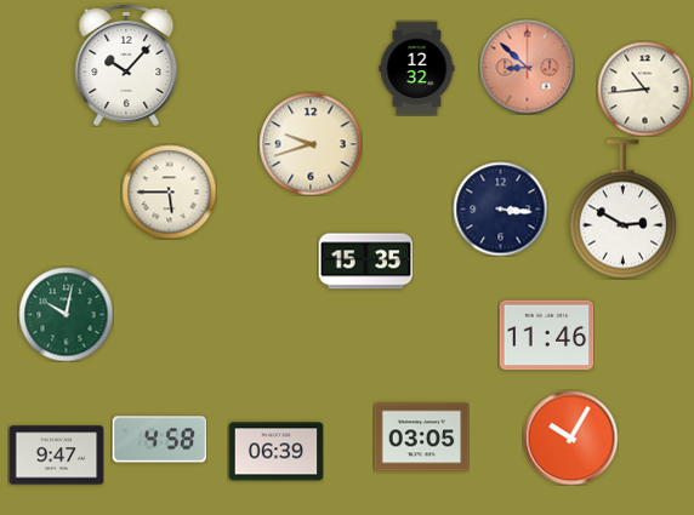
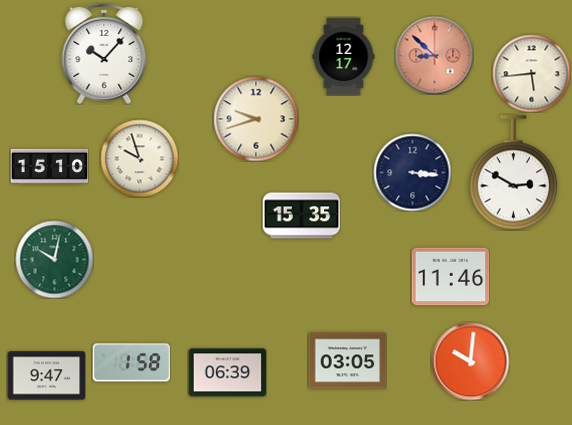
clock at (417, 68): 12:32 -> 12:17
clock at (644, 88): 10:44 -> 5:44
clock at (169, 191): 5:45 -> 9:57
clock at (49, 166): none -> 15:10
clock at (570, 437): 10:05 -> 10:01
clock at (159, 440): 4:58 -> 1:58
